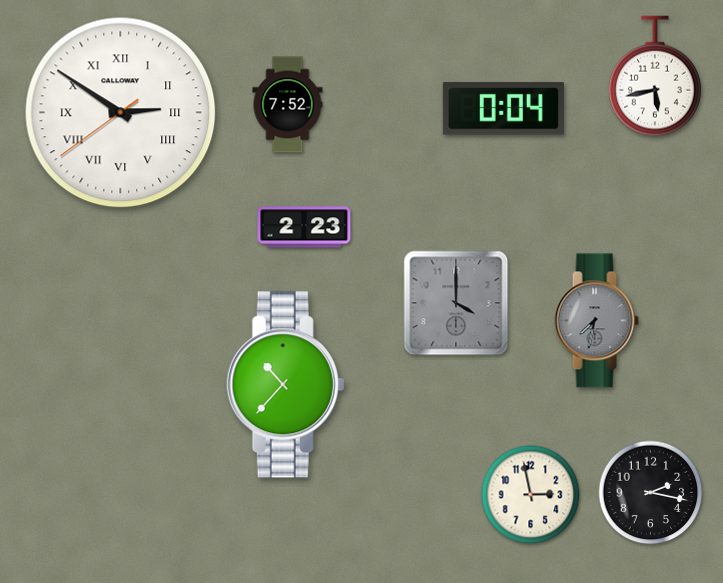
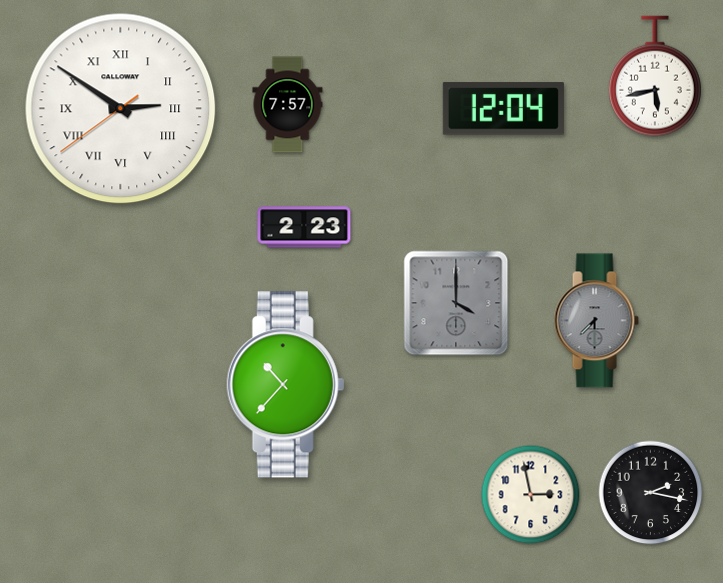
clock at (288, 105): 7:52 -> 7:57
clock at (503, 109): 0:04 -> 12:04
clock at (121, 113) position: (121, 113) -> (121, 109)
clock at (596, 321): 7:32 -> 7:30
